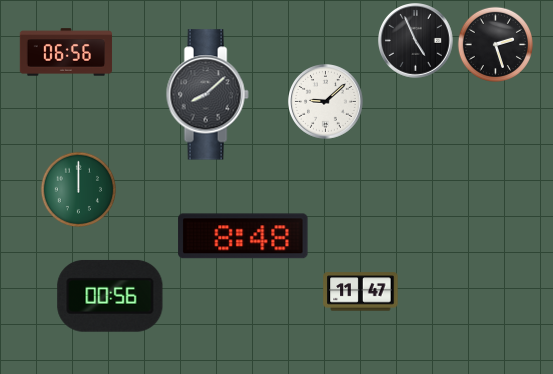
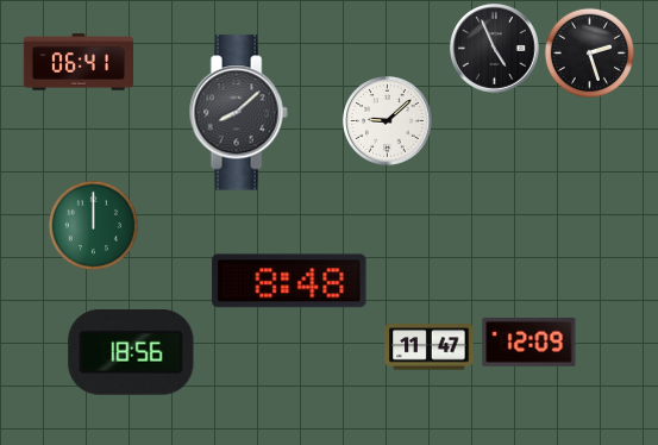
clock at (66, 52): 06:56 -> 06:41
clock at (207, 95) position: (207, 95) -> (238, 113)
clock at (529, 343): none -> 12:09
clock at (110, 296): 00:56 -> 18:56
